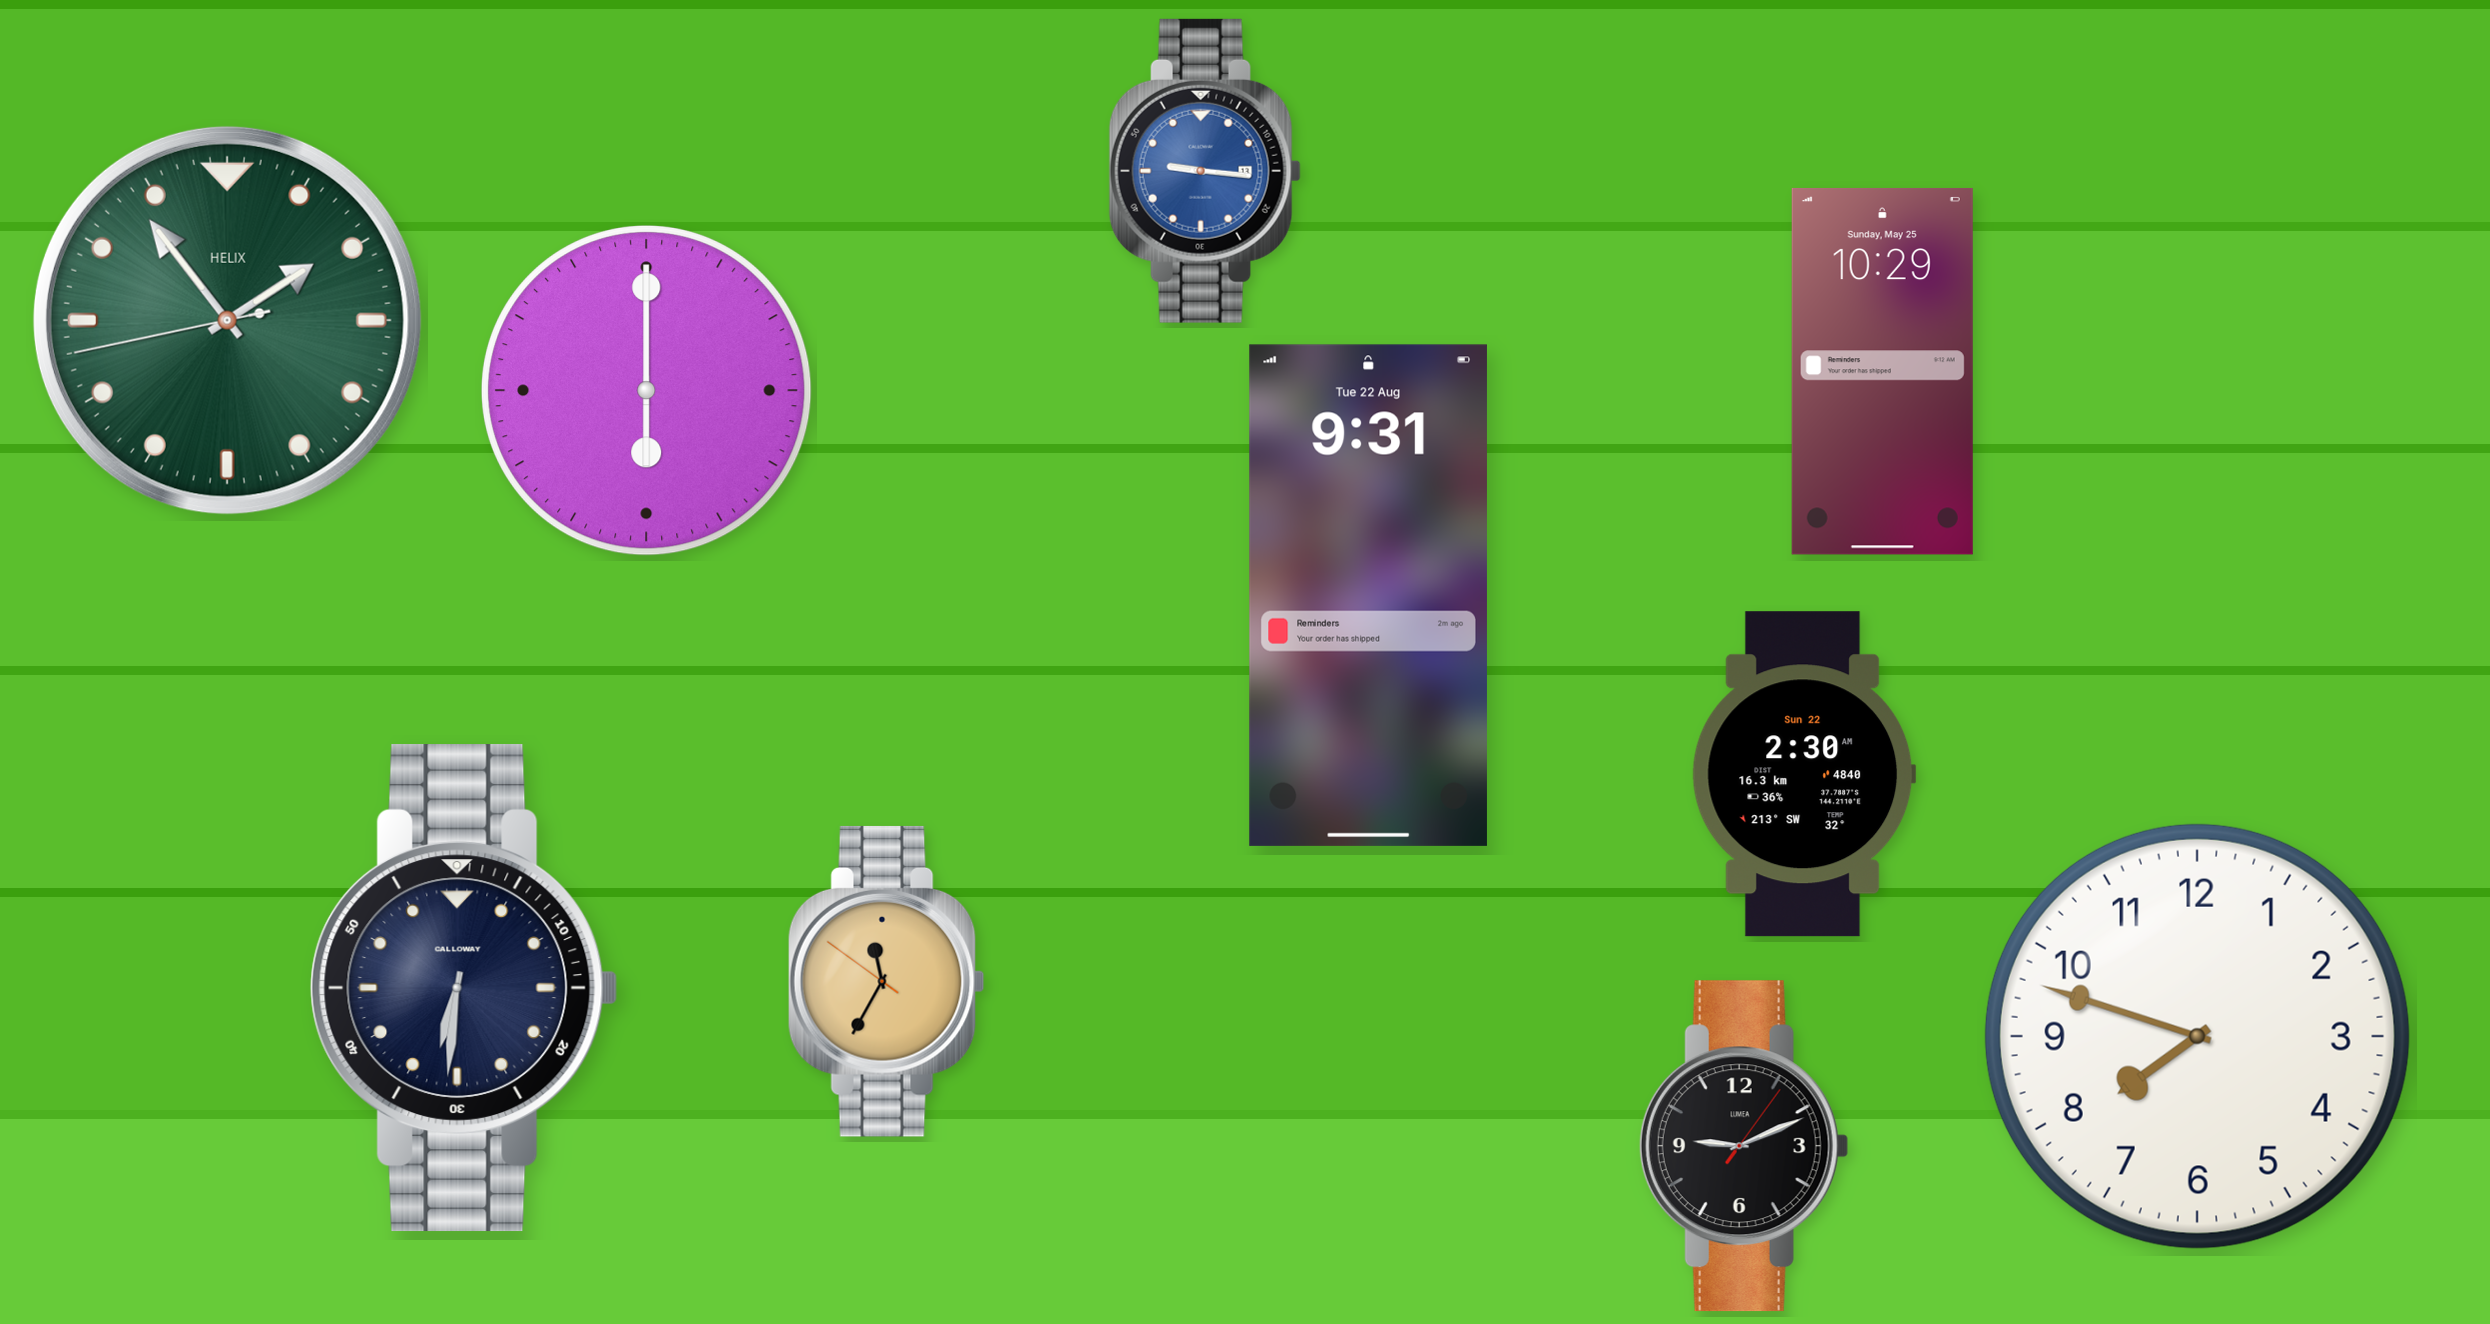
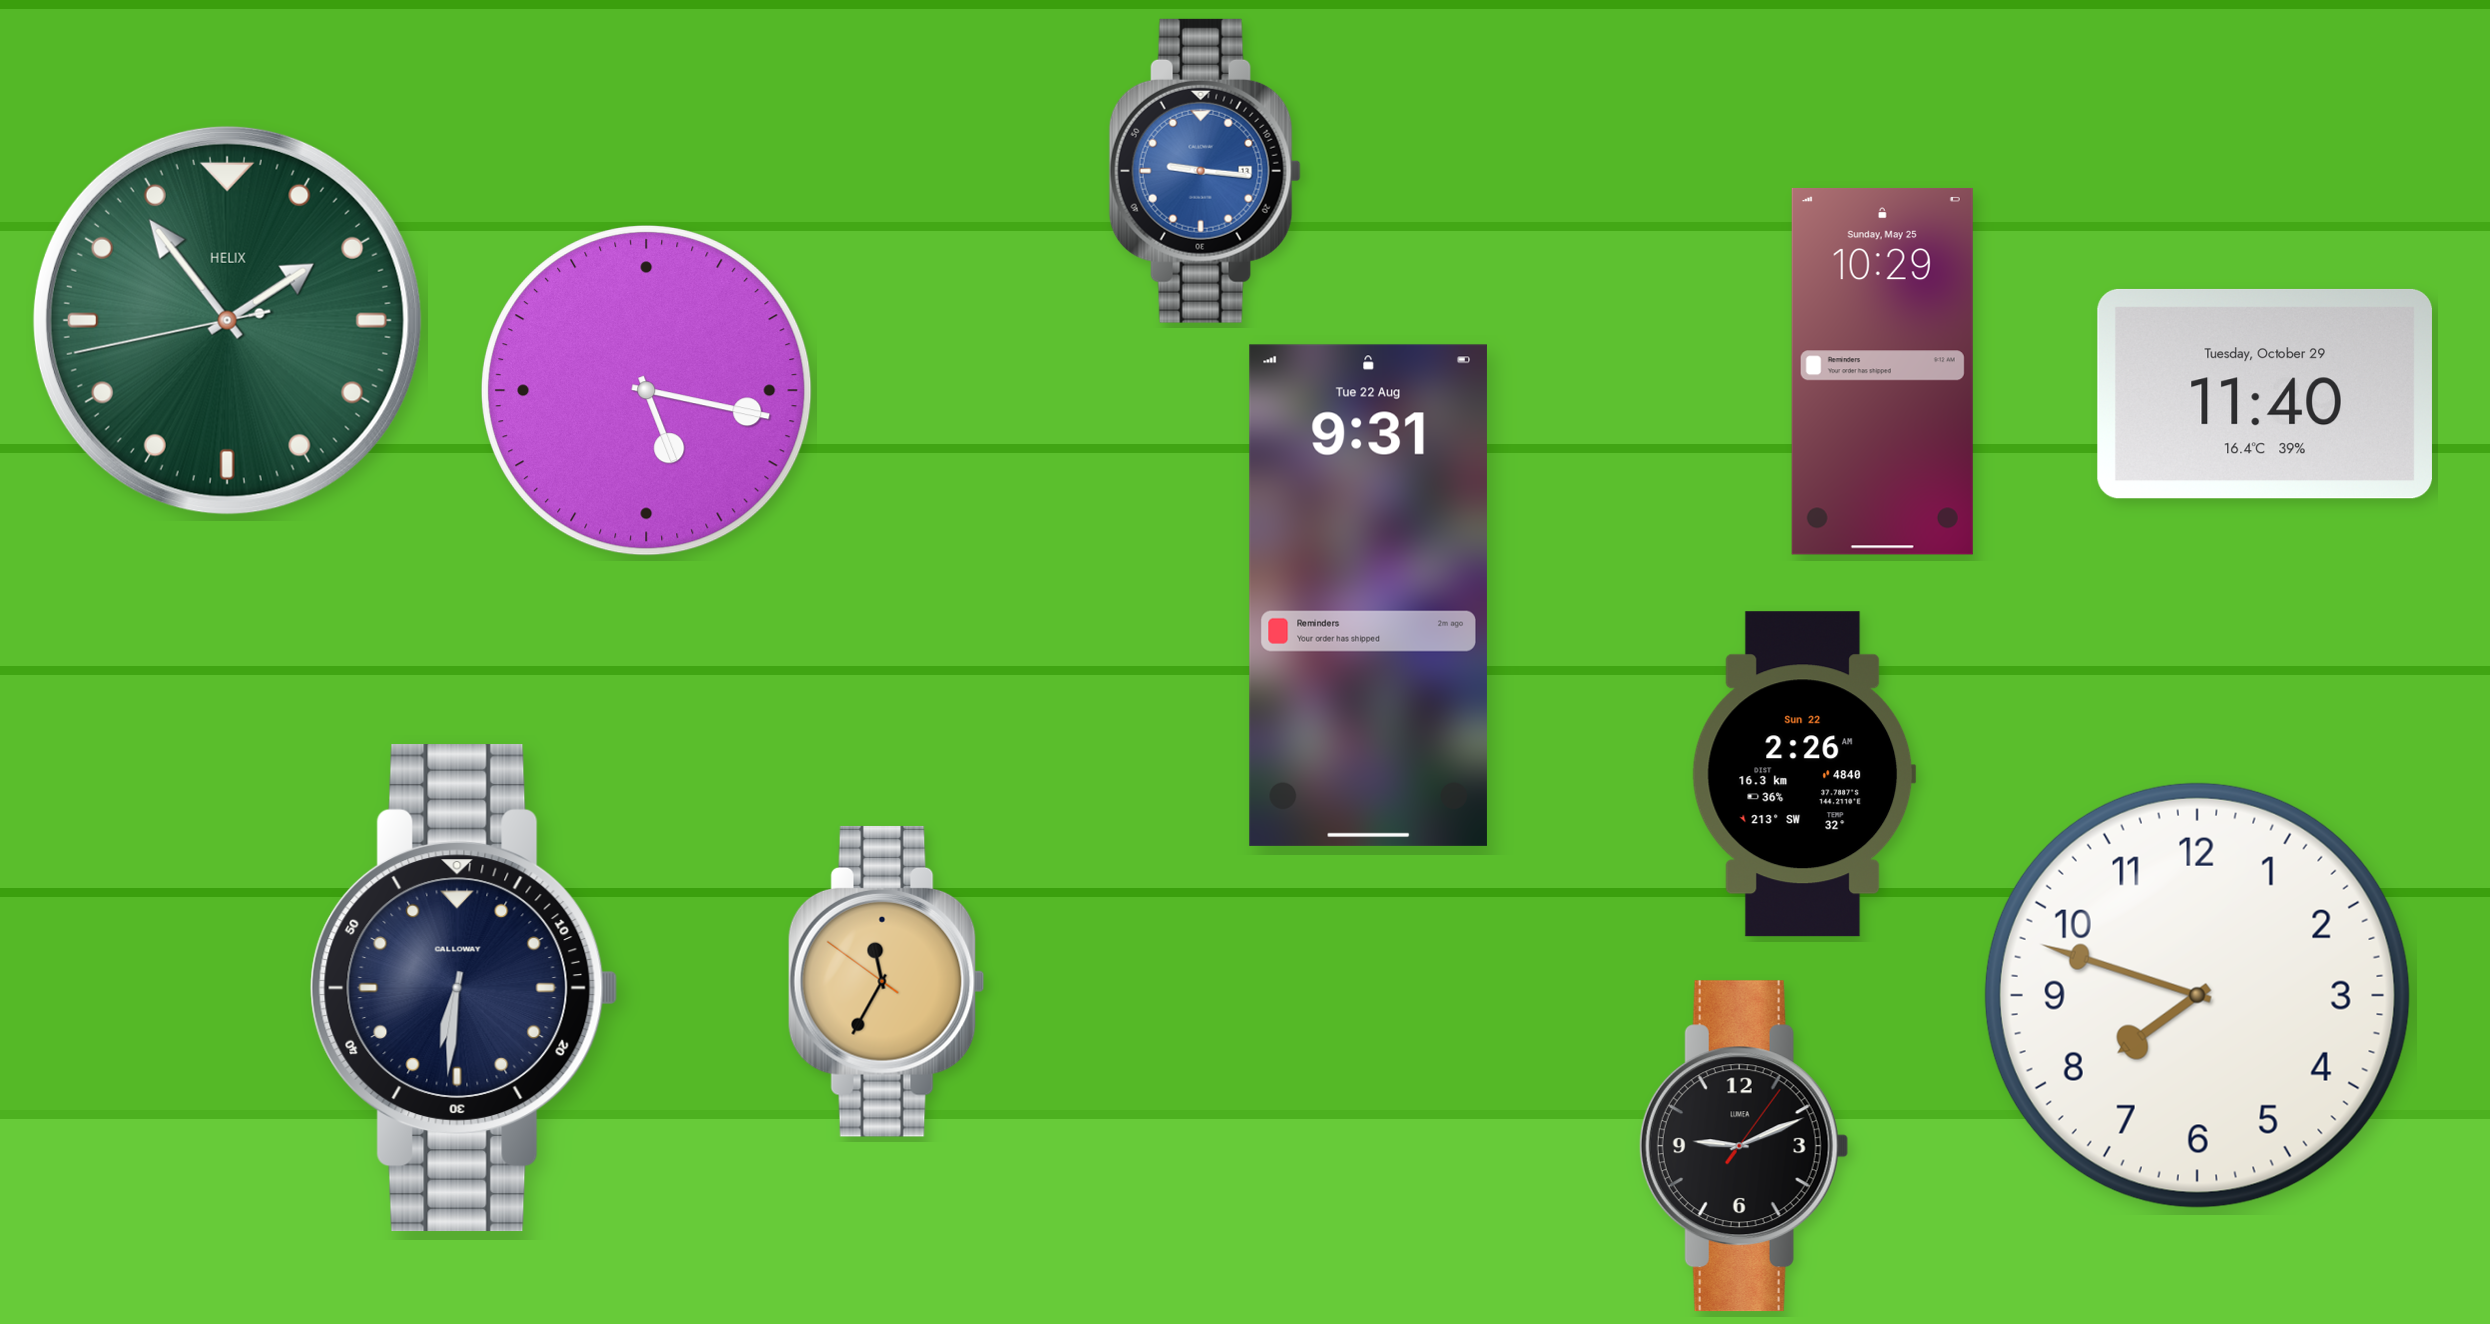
clock at (647, 391): 6:00 -> 5:17
clock at (2265, 394): none -> 11:40
clock at (1804, 774): 2:30 -> 2:26
clock at (2197, 1036) position: (2197, 1036) -> (2197, 995)
